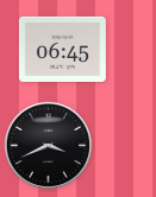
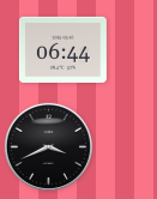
clock at (62, 49): 06:45 -> 06:44
